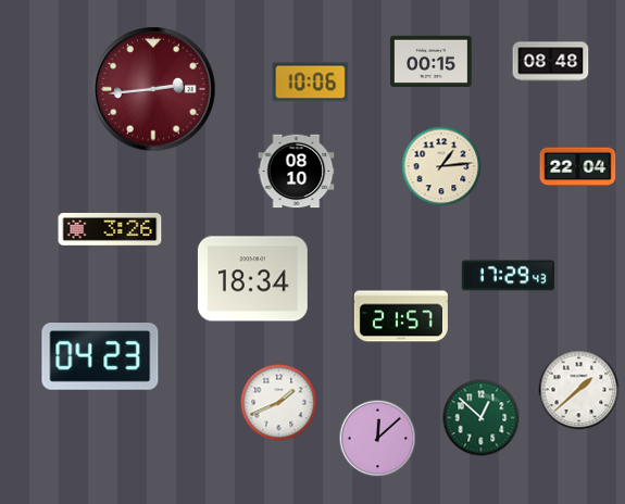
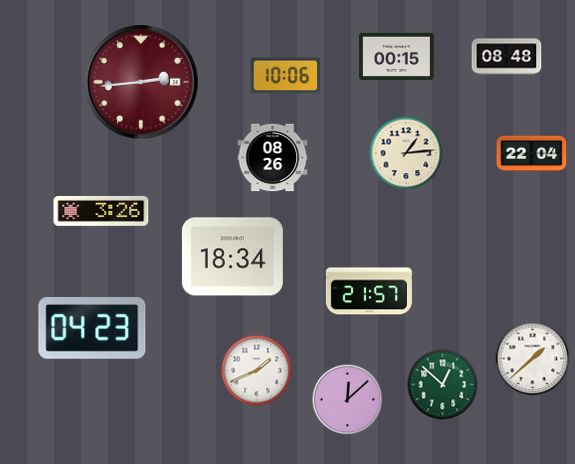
clock at (297, 172): 08:10 -> 08:26
clock at (509, 276): 17:29 -> none
clock at (378, 439) position: (378, 439) -> (348, 400)
